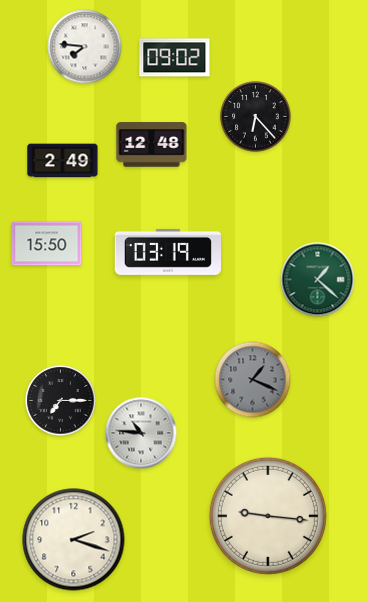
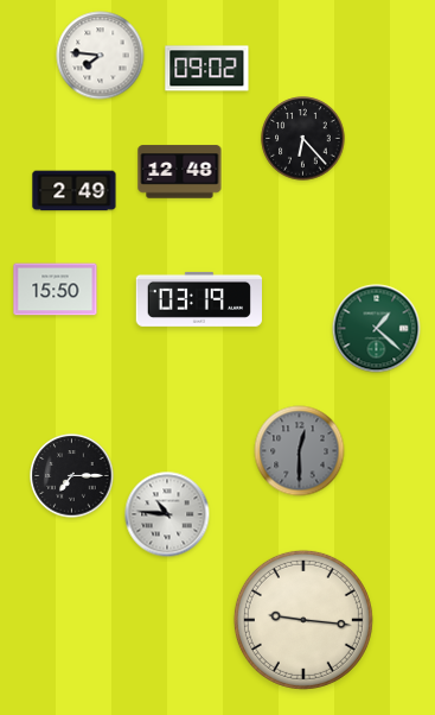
clock at (318, 280) position: (318, 280) -> (377, 329)
clock at (253, 380): 1:19 -> 12:30
clock at (268, 516) position: (268, 516) -> (303, 620)
clock at (74, 540): 2:18 -> none
